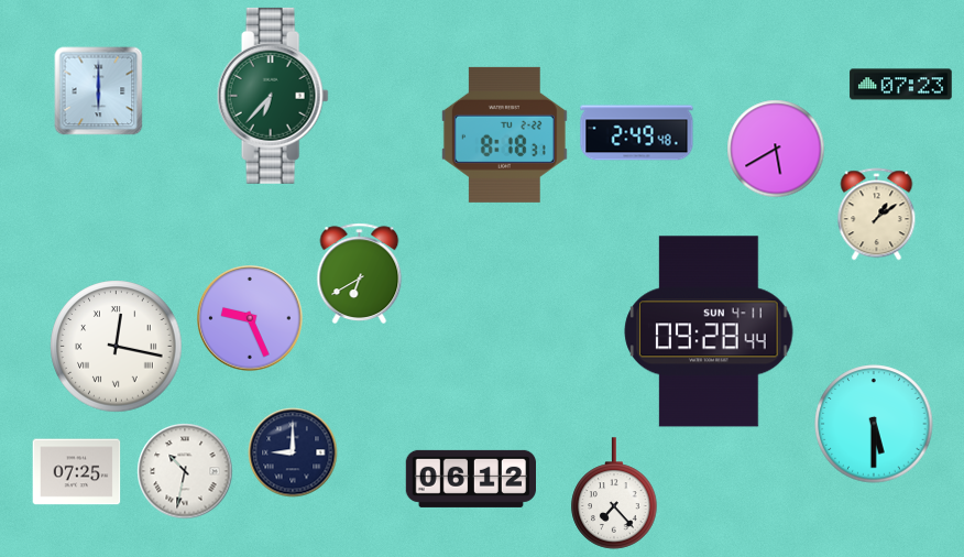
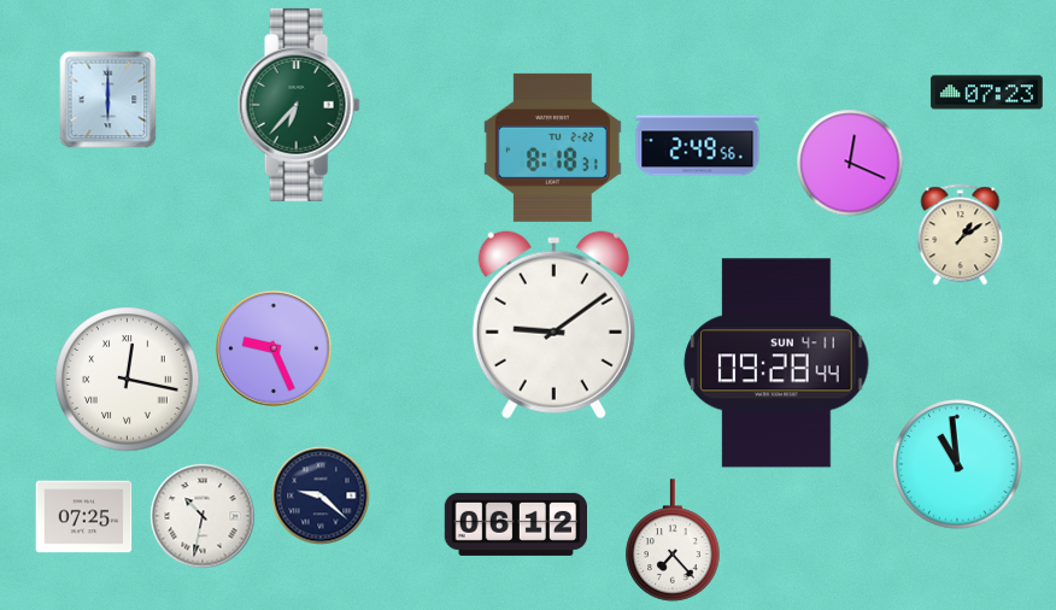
clock at (637, 133): 2:49:48 -> 2:49:56
clock at (776, 149): 5:40 -> 12:19
clock at (360, 273): 6:40 -> none
clock at (553, 325): none -> 9:09
clock at (874, 424): 5:30 -> 10:59
clock at (293, 452): 9:00 -> 9:22
